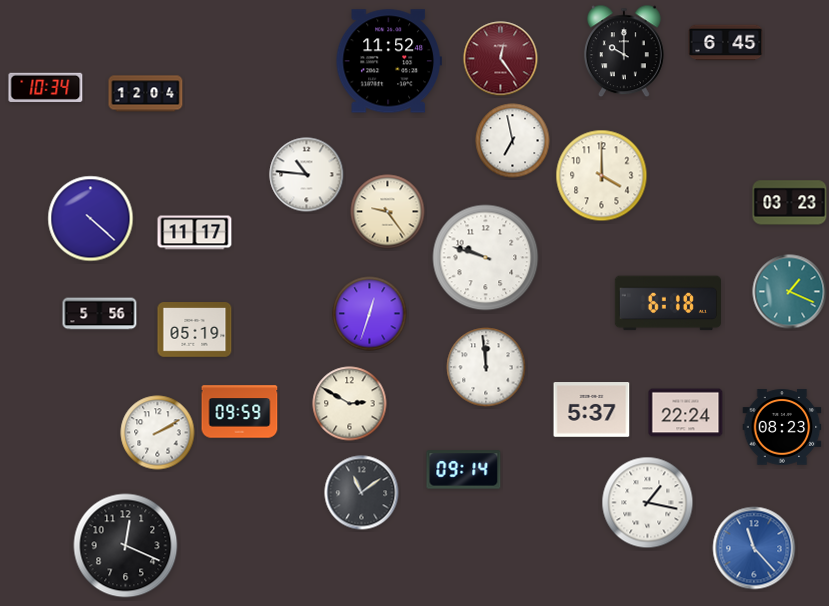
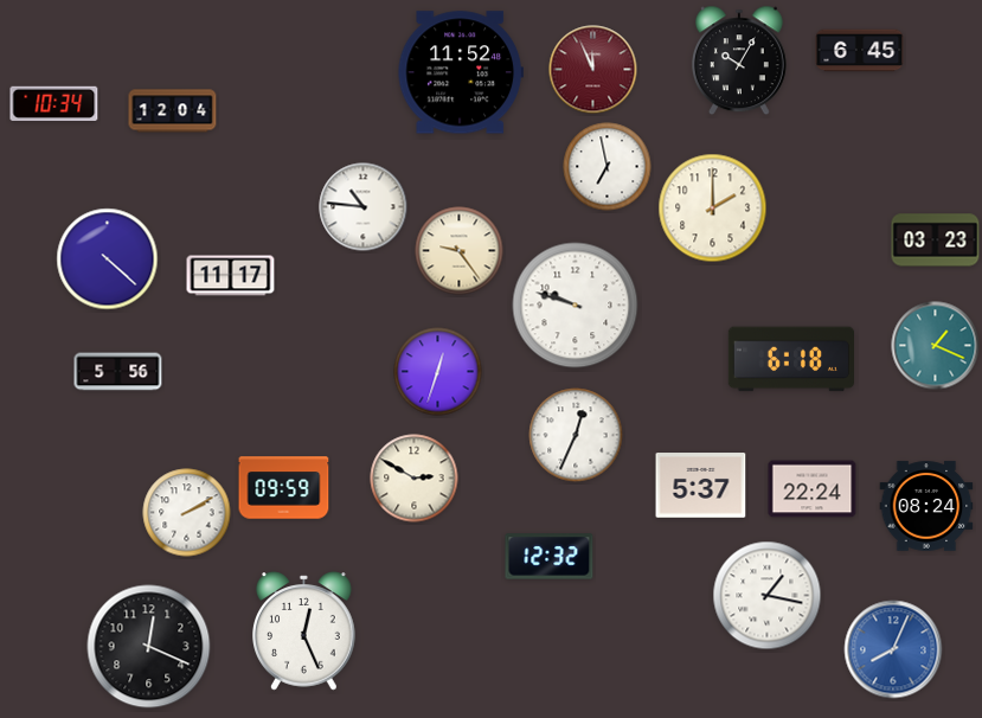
clock at (624, 51): 10:00 -> 10:05
clock at (501, 59): 12:24 -> 11:56
clock at (602, 176): 4:00 -> 2:00
clock at (195, 330): 05:19 -> none
clock at (486, 367): 11:59 -> 12:34
clock at (782, 427): 08:23 -> 08:24
clock at (464, 470): 09:14 -> 12:32
clock at (362, 493): 11:09 -> none
clock at (304, 632): none -> 12:26
clock at (754, 548): 11:23 -> 8:04
